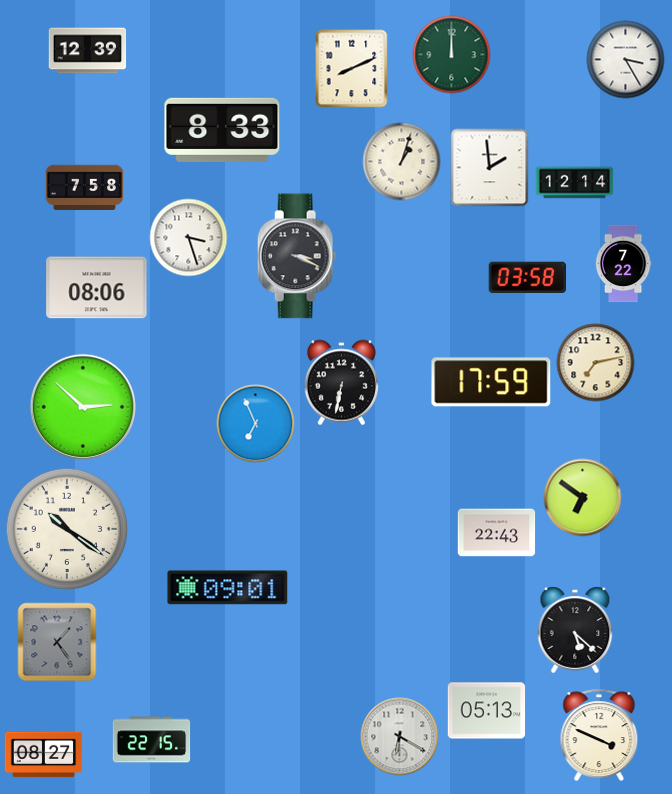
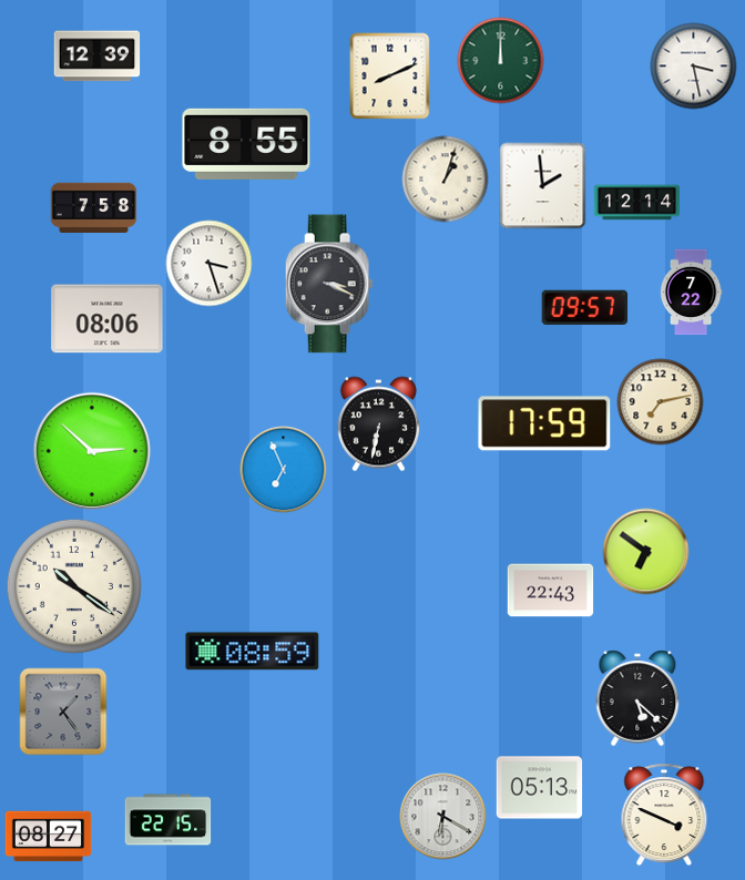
clock at (625, 59): 3:25 -> 3:28
clock at (222, 130): 8:33 -> 8:55
clock at (527, 277): 03:58 -> 09:57
clock at (228, 588): 09:01 -> 08:59
